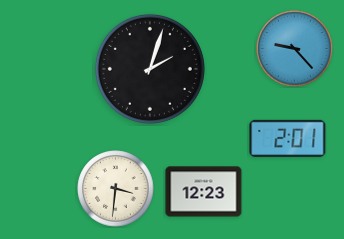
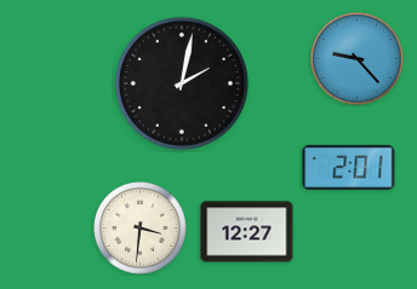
clock at (150, 69): 2:03 -> 2:02
clock at (204, 192): 12:23 -> 12:27
